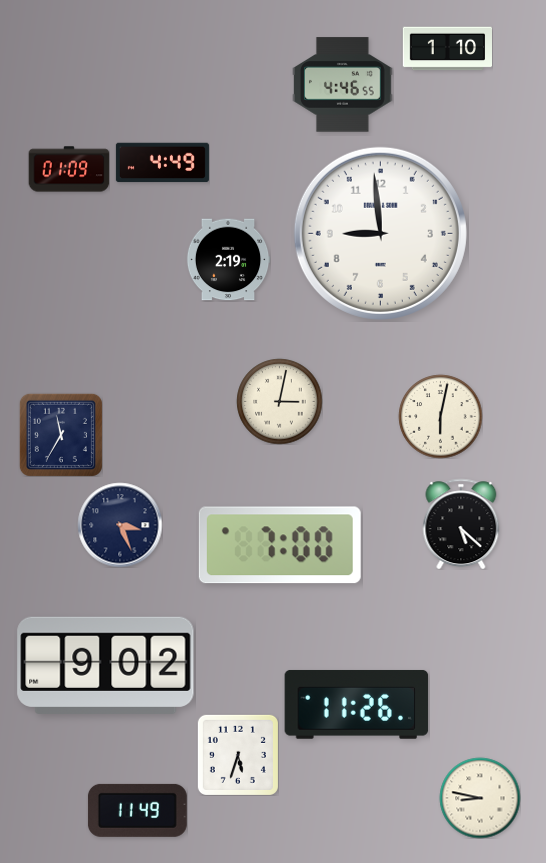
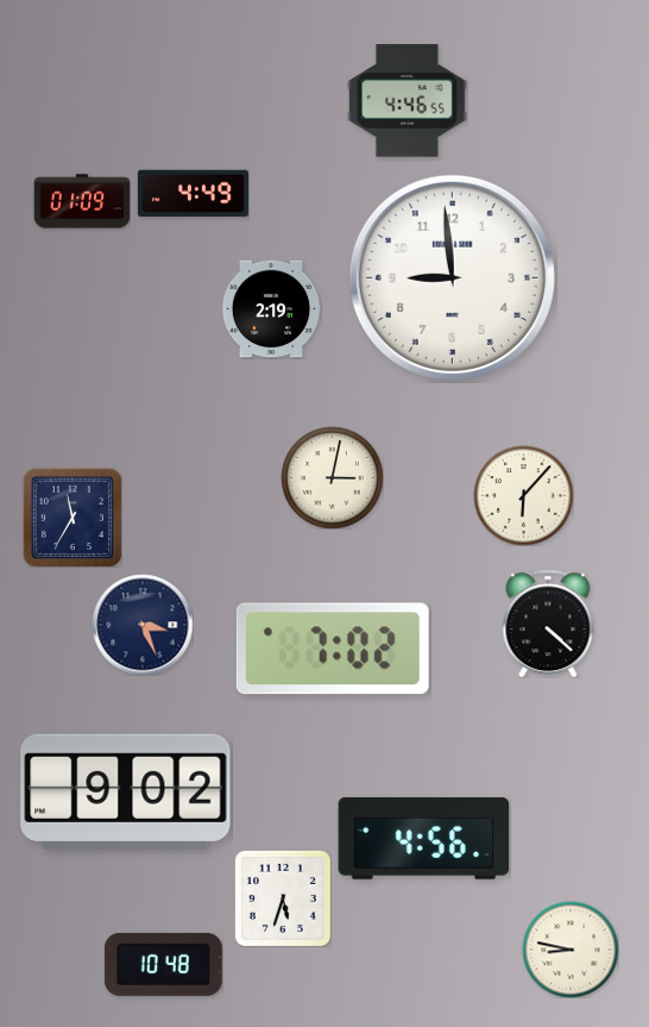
clock at (447, 49): 1:10 -> none
clock at (440, 416): 6:02 -> 6:07
clock at (461, 524): 5:22 -> 4:22
clock at (280, 545): 7:00 -> 7:02
clock at (357, 704): 11:26 -> 4:56
clock at (137, 810): 11:49 -> 10:48
